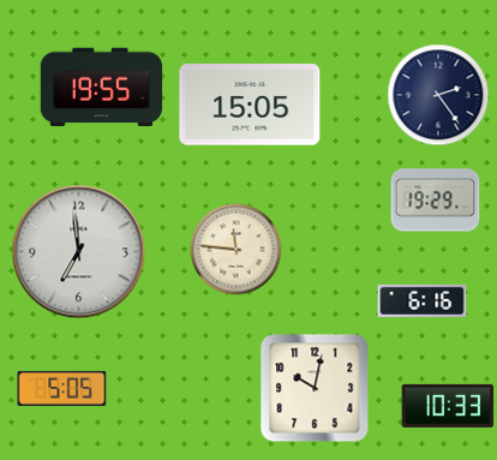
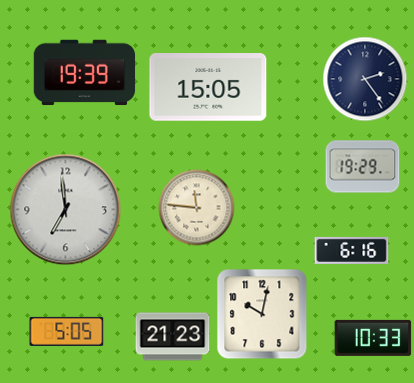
clock at (102, 88): 19:55 -> 19:39
clock at (62, 388) position: (62, 388) -> (67, 331)
clock at (315, 388) position: (315, 388) -> (262, 314)
clock at (173, 337): none -> 21:23
